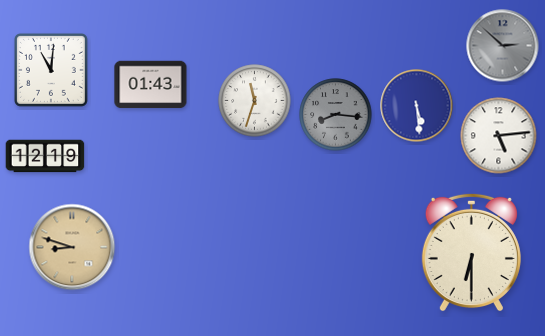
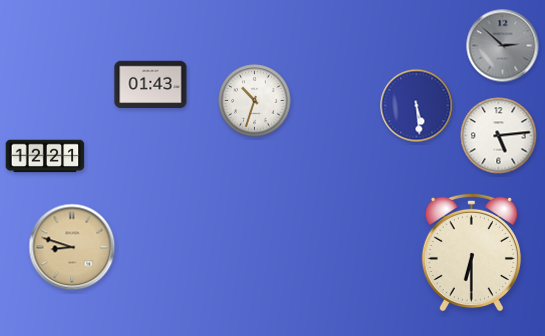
clock at (51, 70): 11:01 -> none
clock at (255, 101): 11:33 -> 10:33
clock at (336, 115): 8:16 -> none
clock at (45, 156): 12:19 -> 12:21
